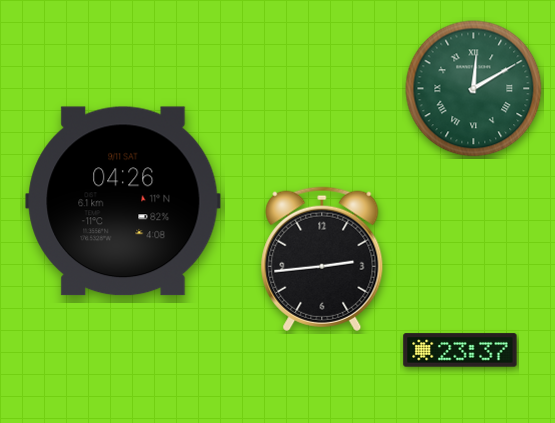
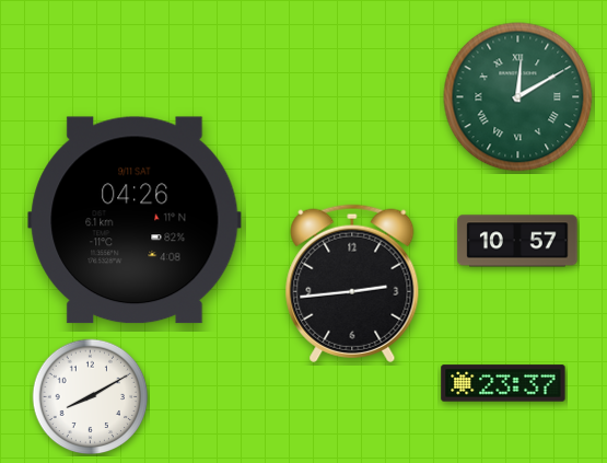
clock at (517, 241): none -> 10:57
clock at (91, 397): none -> 8:10
